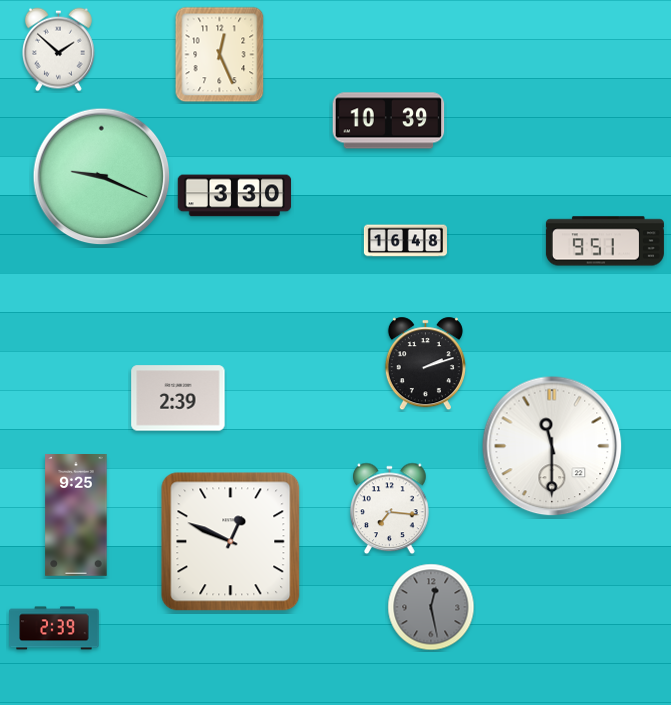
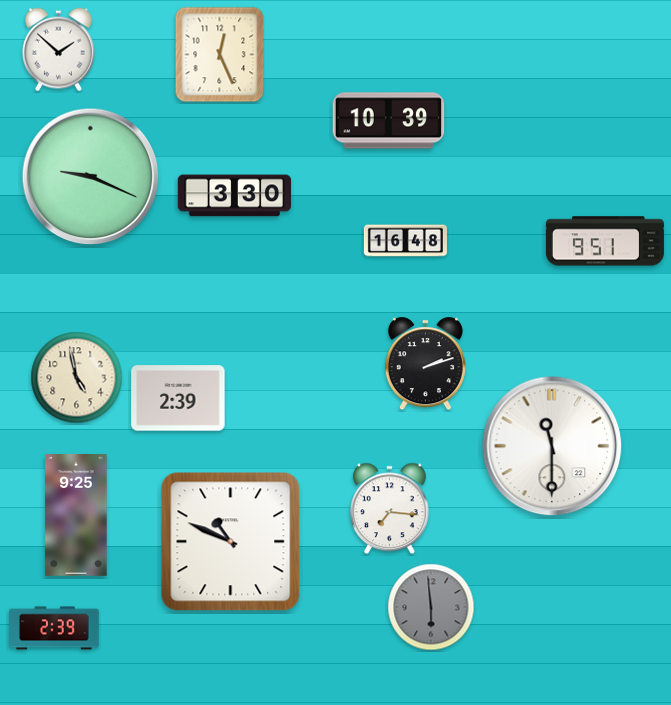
clock at (102, 177) position: (102, 177) -> (91, 177)
clock at (77, 378): none -> 4:58
clock at (231, 542): 12:49 -> 10:49
clock at (431, 607): 12:28 -> 5:59
